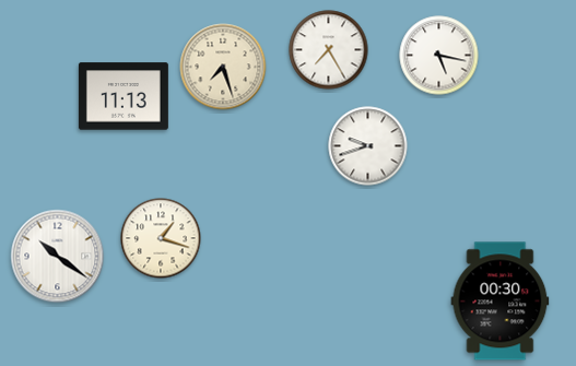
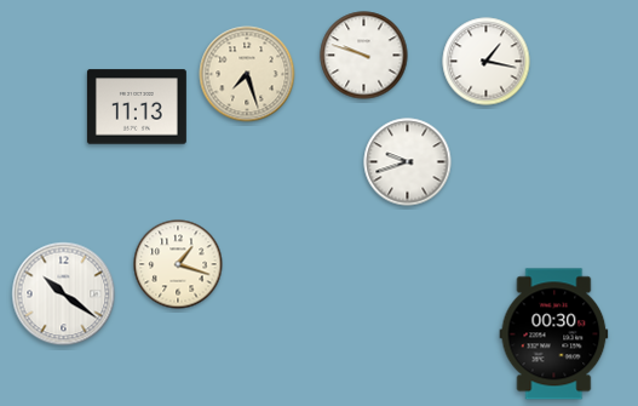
clock at (329, 50): 7:25 -> 9:48
clock at (439, 56): 5:17 -> 1:17
clock at (58, 257) position: (58, 257) -> (64, 295)
